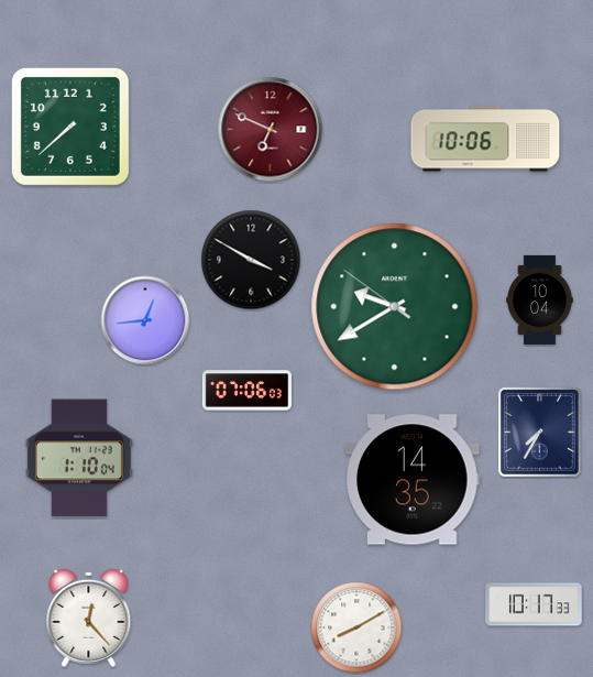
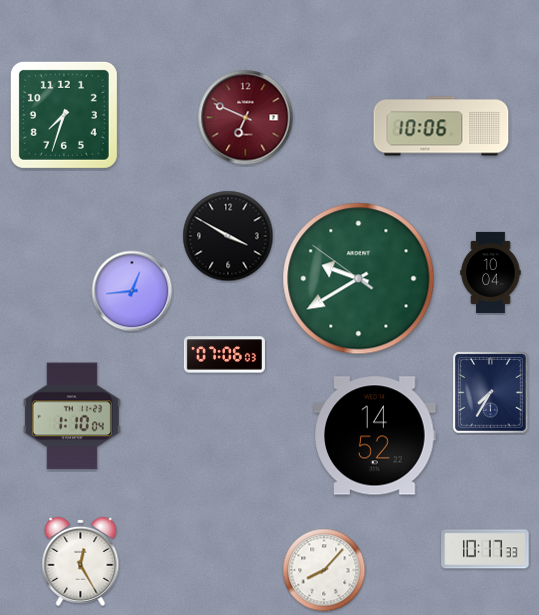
clock at (70, 127): 7:38 -> 7:33
clock at (413, 480): 14:35 -> 14:52
clock at (89, 618): 12:23 -> 12:25
clock at (356, 627): 8:10 -> 8:07
